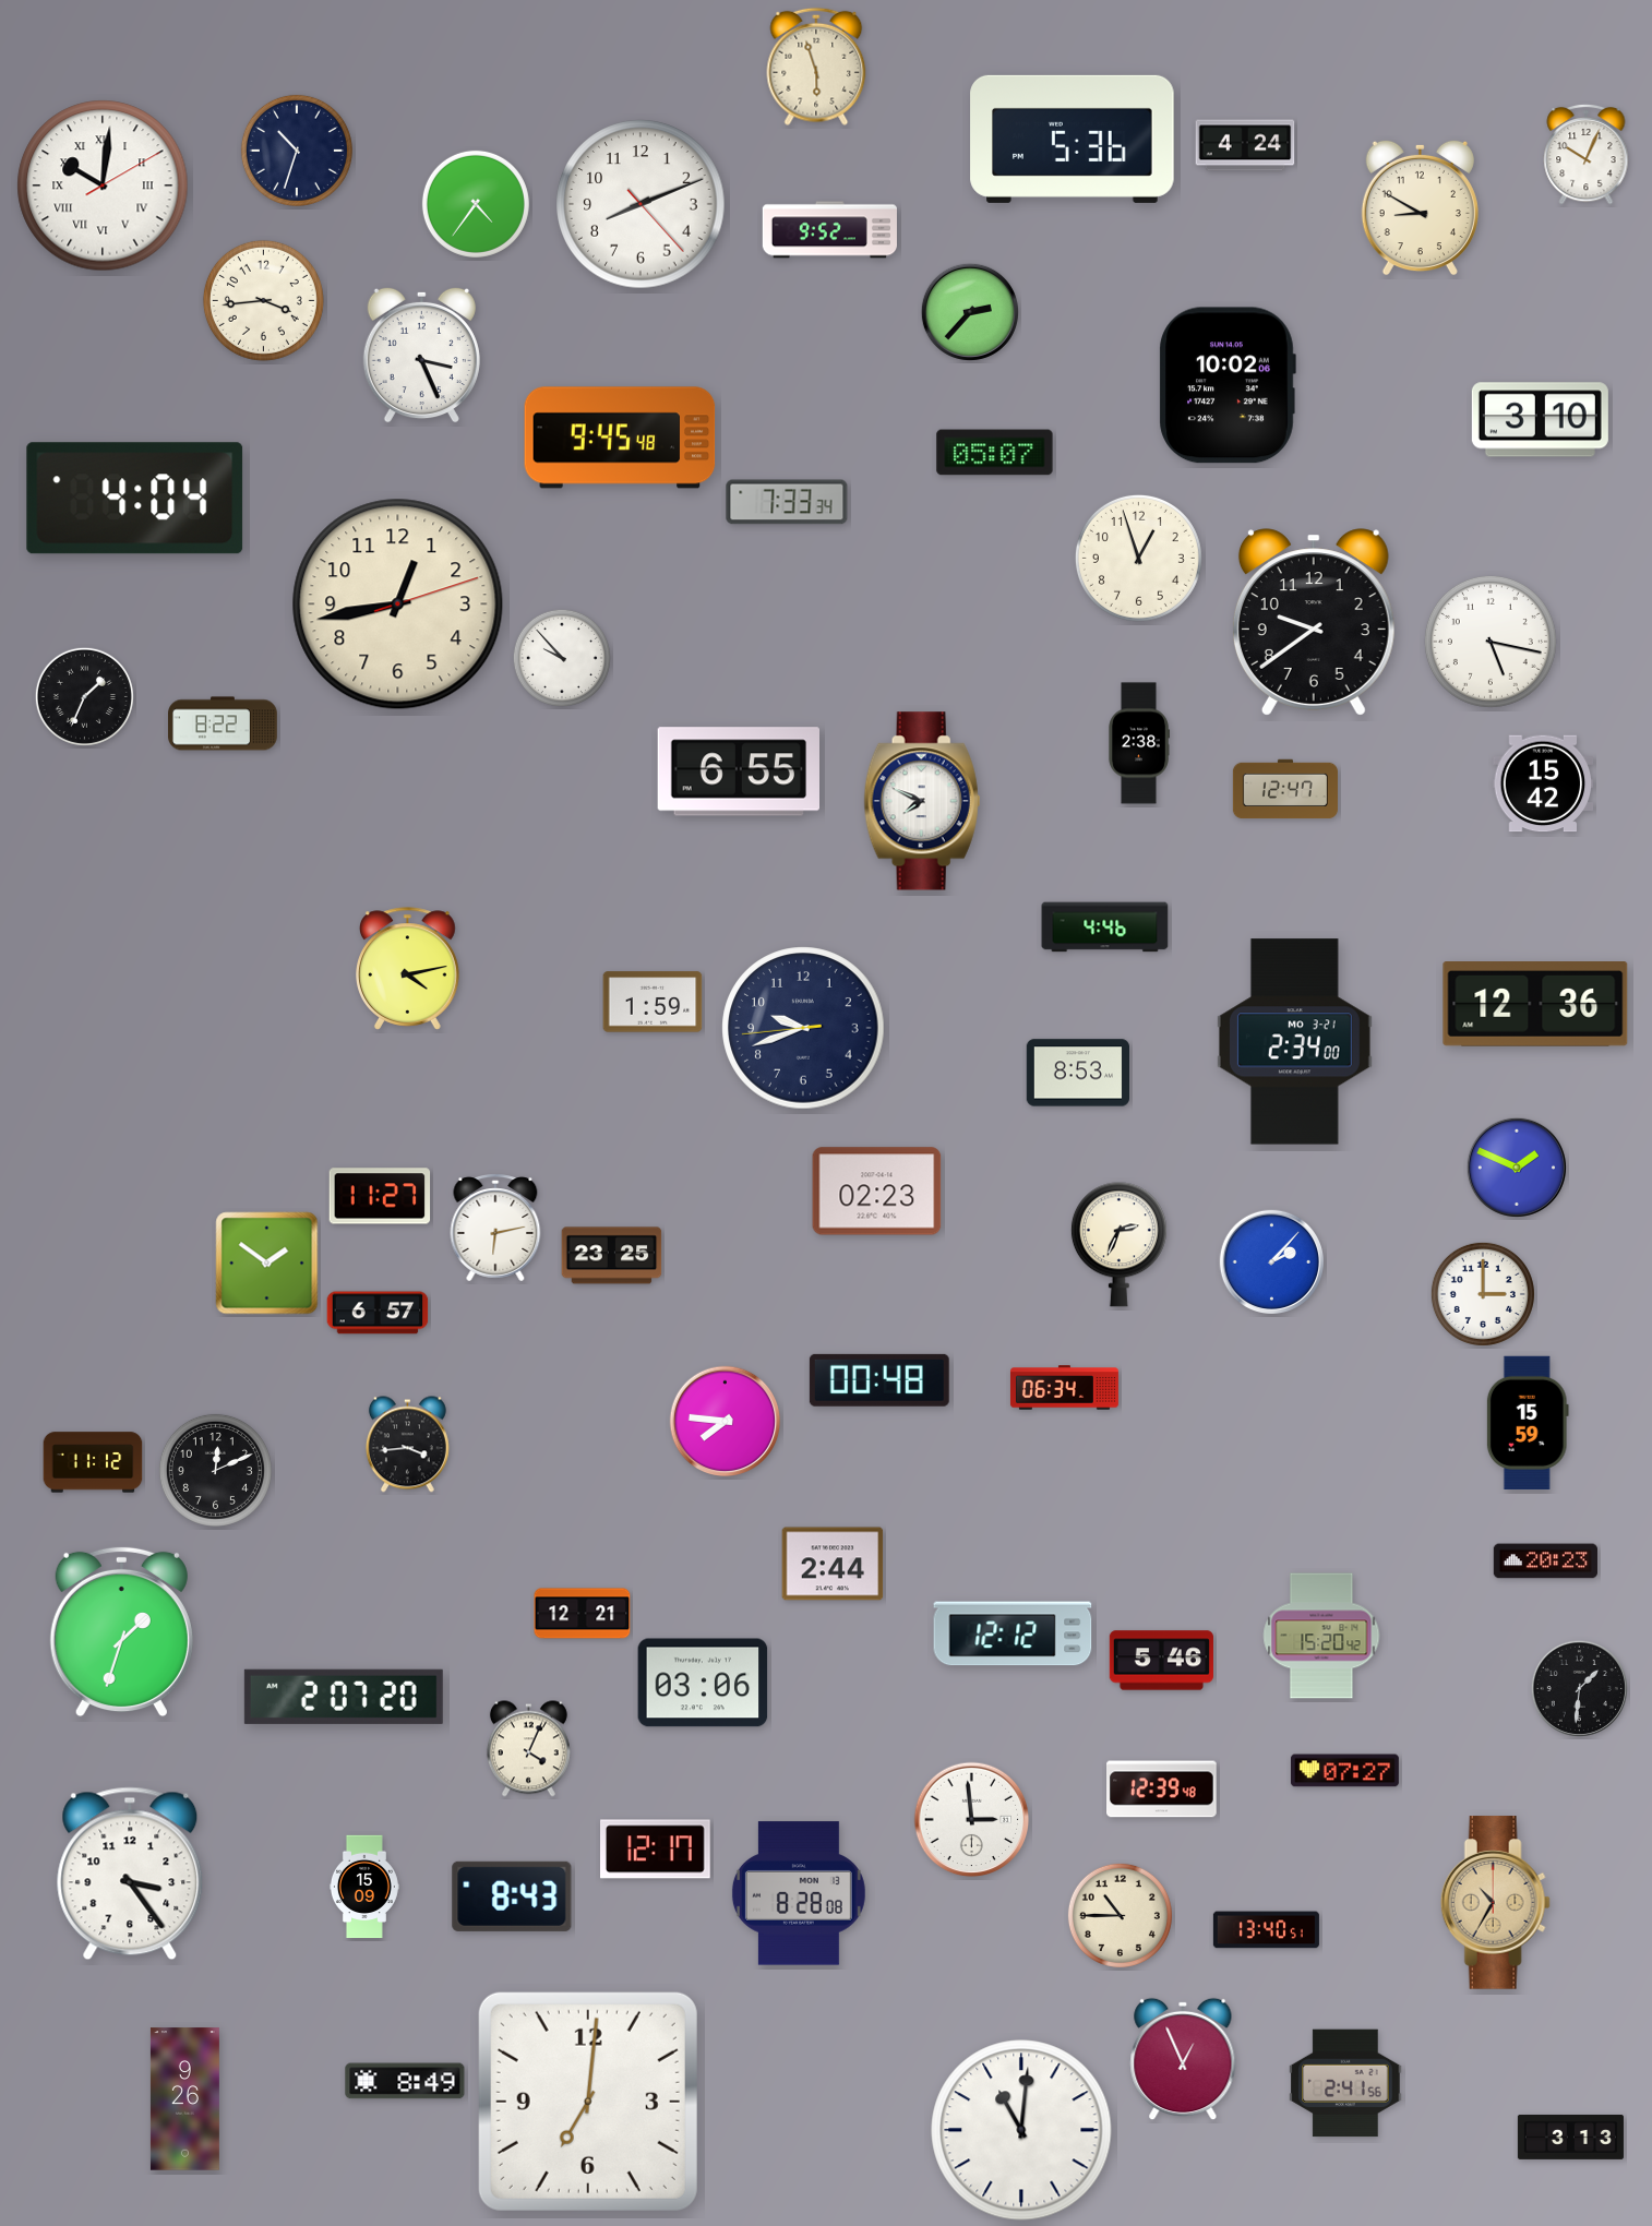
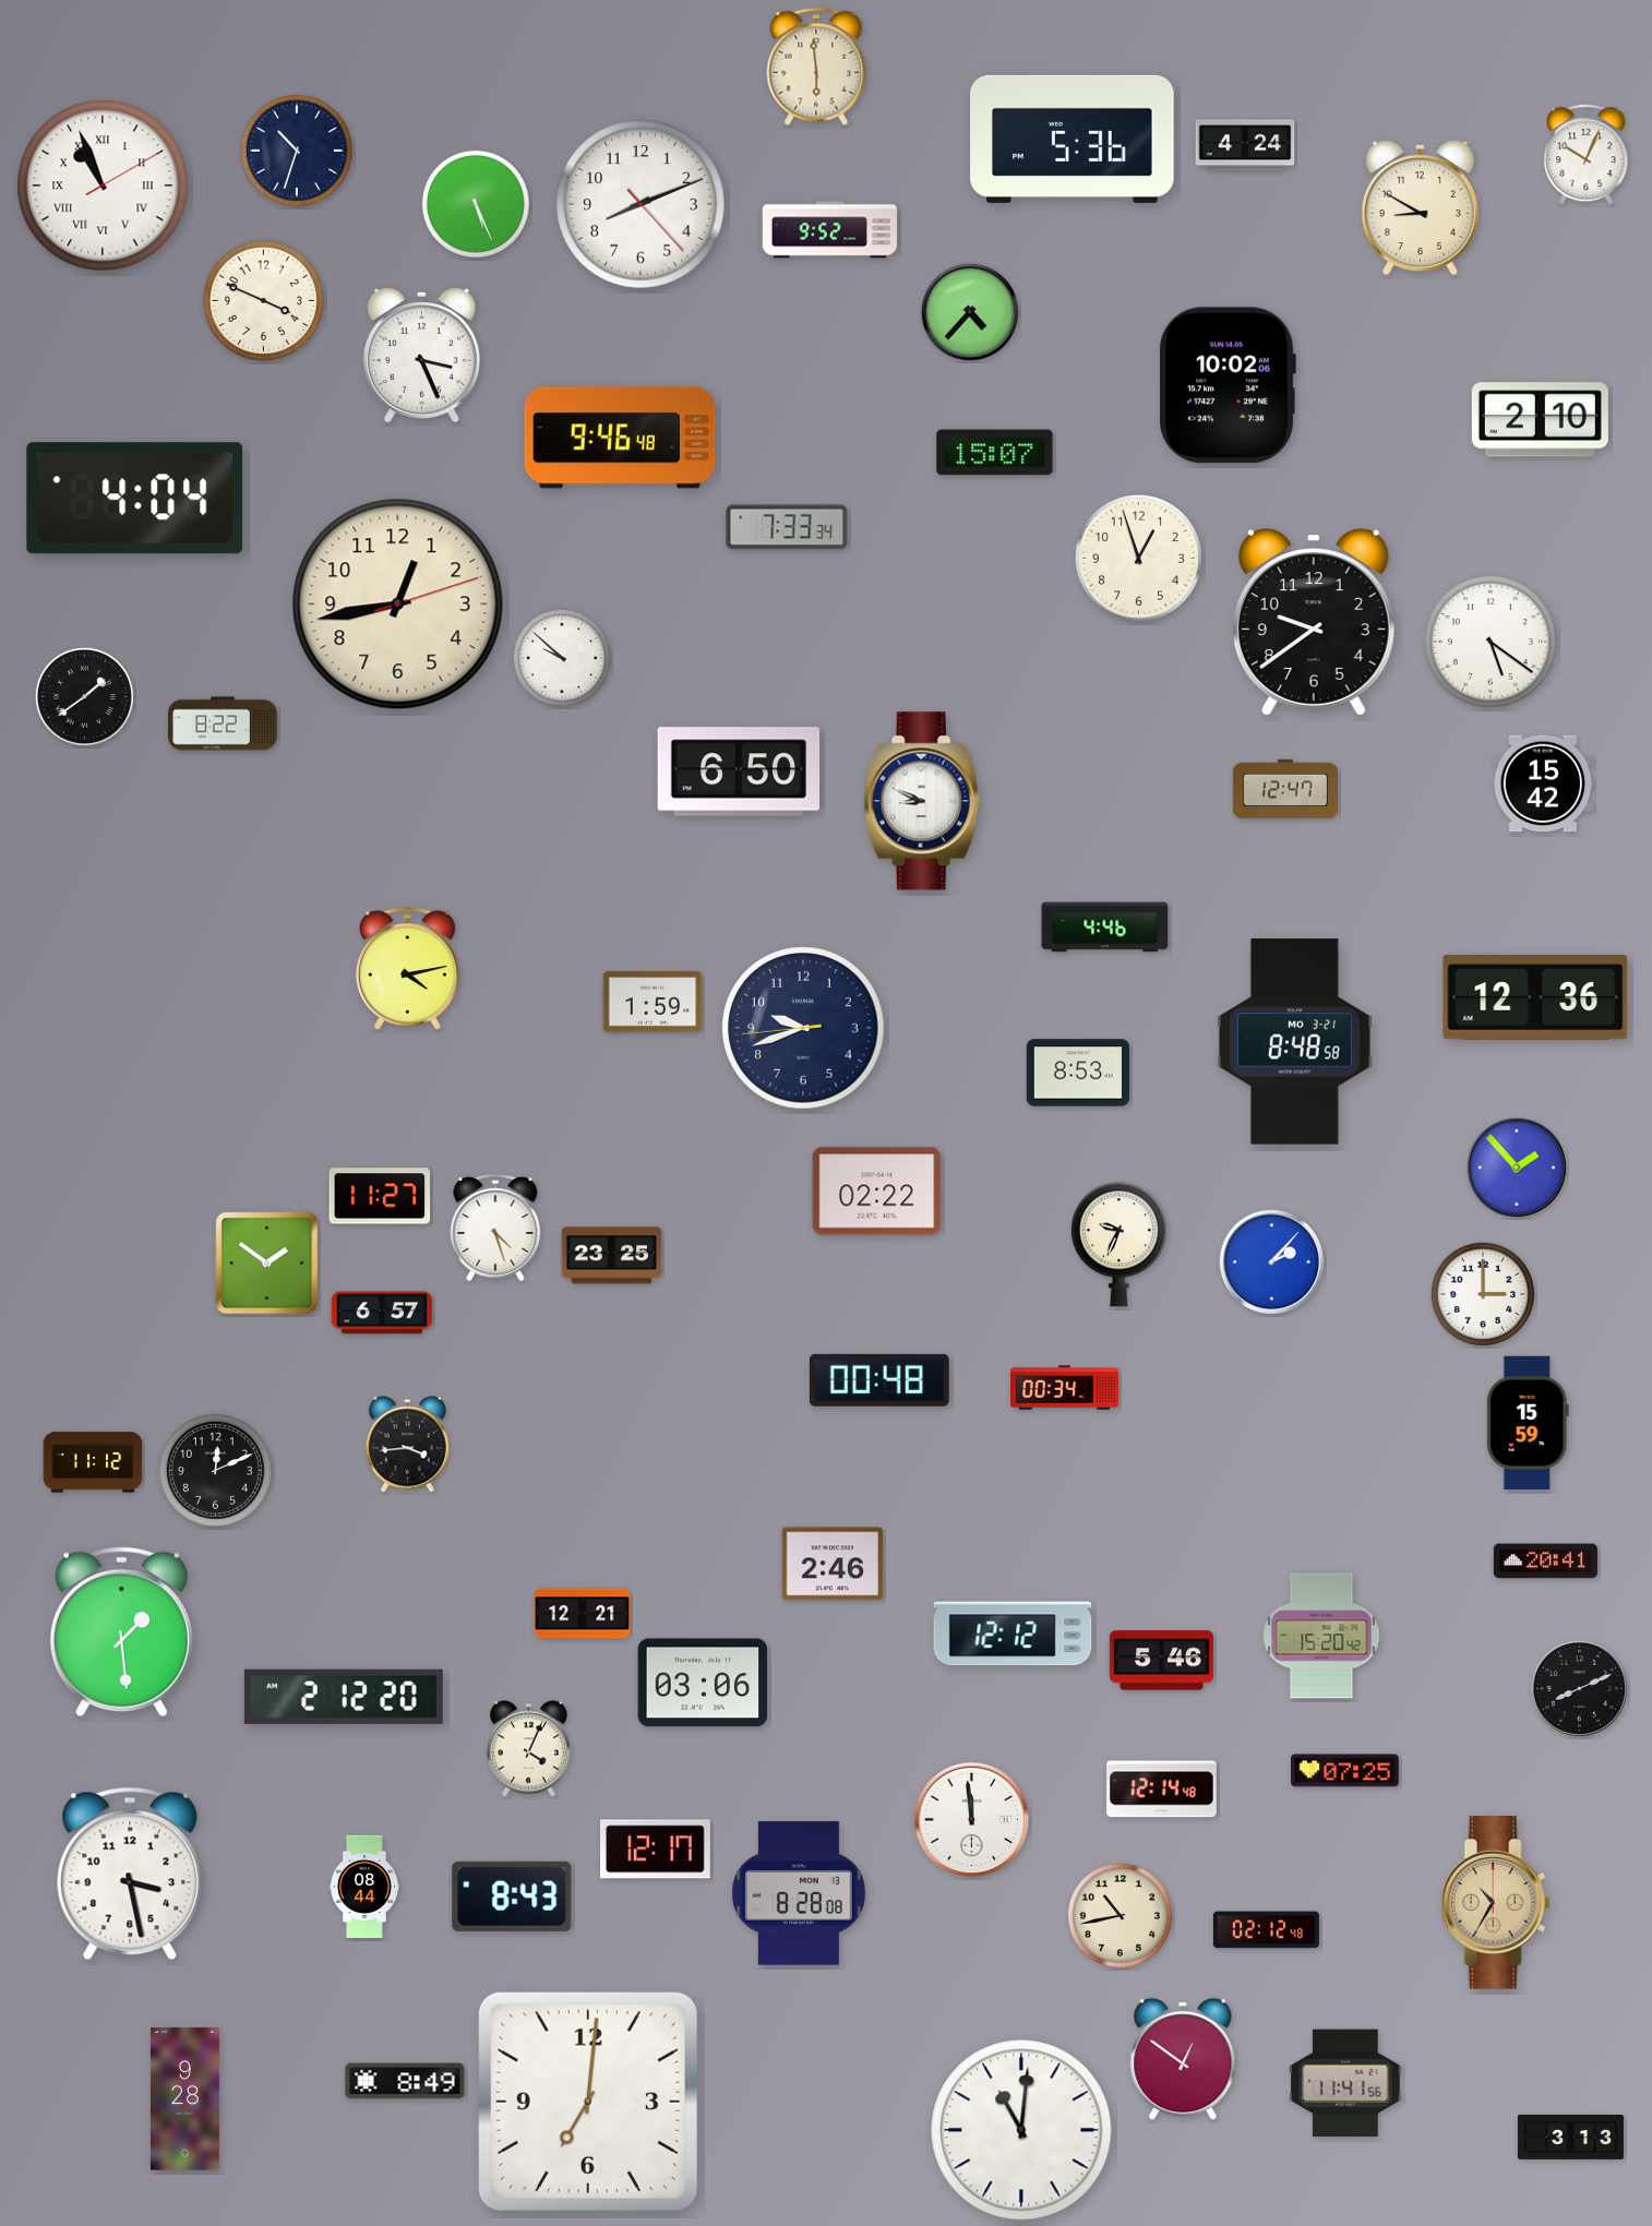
clock at (816, 67): 5:57 -> 5:59
clock at (103, 185): 10:01 -> 10:56
clock at (476, 204): 4:36 -> 5:26
clock at (263, 300): 3:44 -> 3:49
clock at (970, 312): 2:37 -> 4:37
clock at (1540, 420): 3:10 -> 2:10
clock at (620, 438): 9:45 -> 9:46
clock at (995, 453): 05:07 -> 15:07
clock at (787, 502) position: (787, 502) -> (787, 527)
clock at (1491, 642): 5:17 -> 5:21
clock at (562, 658): 9:53 -> 9:52
clock at (84, 696): 1:34 -> 1:39
clock at (1139, 743): 2:38 -> none
clock at (738, 771): 6:55 -> 6:50
clock at (922, 801): 7:49 -> 8:49
clock at (1535, 1005) position: (1535, 1005) -> (1535, 998)
clock at (1294, 1042): 2:34 -> 8:48
clock at (1517, 1168): 1:49 -> 1:53
clock at (877, 1192): 02:23 -> 02:22
clock at (495, 1228): 6:13 -> 4:27
clock at (1118, 1245): 2:34 -> 9:34
clock at (378, 1313) position: (378, 1313) -> (382, 1313)
clock at (1064, 1388): 06:34 -> 00:34
clock at (726, 1422): 7:46 -> none
clock at (1545, 1561): 20:23 -> 20:41
clock at (833, 1564): 2:44 -> 2:46
clock at (121, 1632): 1:33 -> 1:29
clock at (1579, 1688): 1:31 -> 8:11
clock at (344, 1697): 2:07 -> 2:12
clock at (1344, 1771): 07:27 -> 07:25
clock at (1162, 1790): 12:39 -> 12:14
clock at (972, 1820): 2:59 -> 11:59
clock at (130, 1874): 3:24 -> 3:28
clock at (364, 1887): 15:09 -> 08:44
clock at (1120, 1915): 10:45 -> 10:43
clock at (1266, 1930): 13:40 -> 02:12
clock at (1183, 2059): 12:56 -> 12:51
clock at (1345, 2083): 2:41 -> 11:41
clock at (184, 2099): 9:26 -> 9:28
